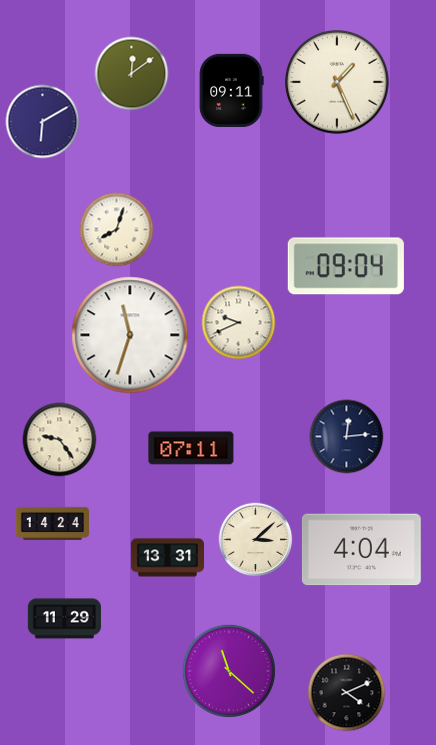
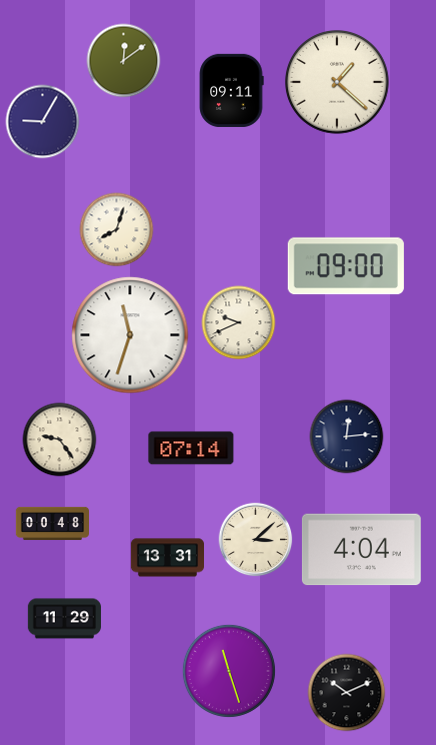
clock at (132, 74) position: (132, 74) -> (124, 61)
clock at (338, 82): 1:26 -> 1:22
clock at (43, 122): 6:10 -> 9:05
clock at (346, 266): 09:04 -> 09:00
clock at (191, 448): 07:11 -> 07:14
clock at (52, 523): 14:24 -> 00:48
clock at (229, 671): 11:22 -> 11:27
clock at (347, 693): 4:11 -> 10:11
